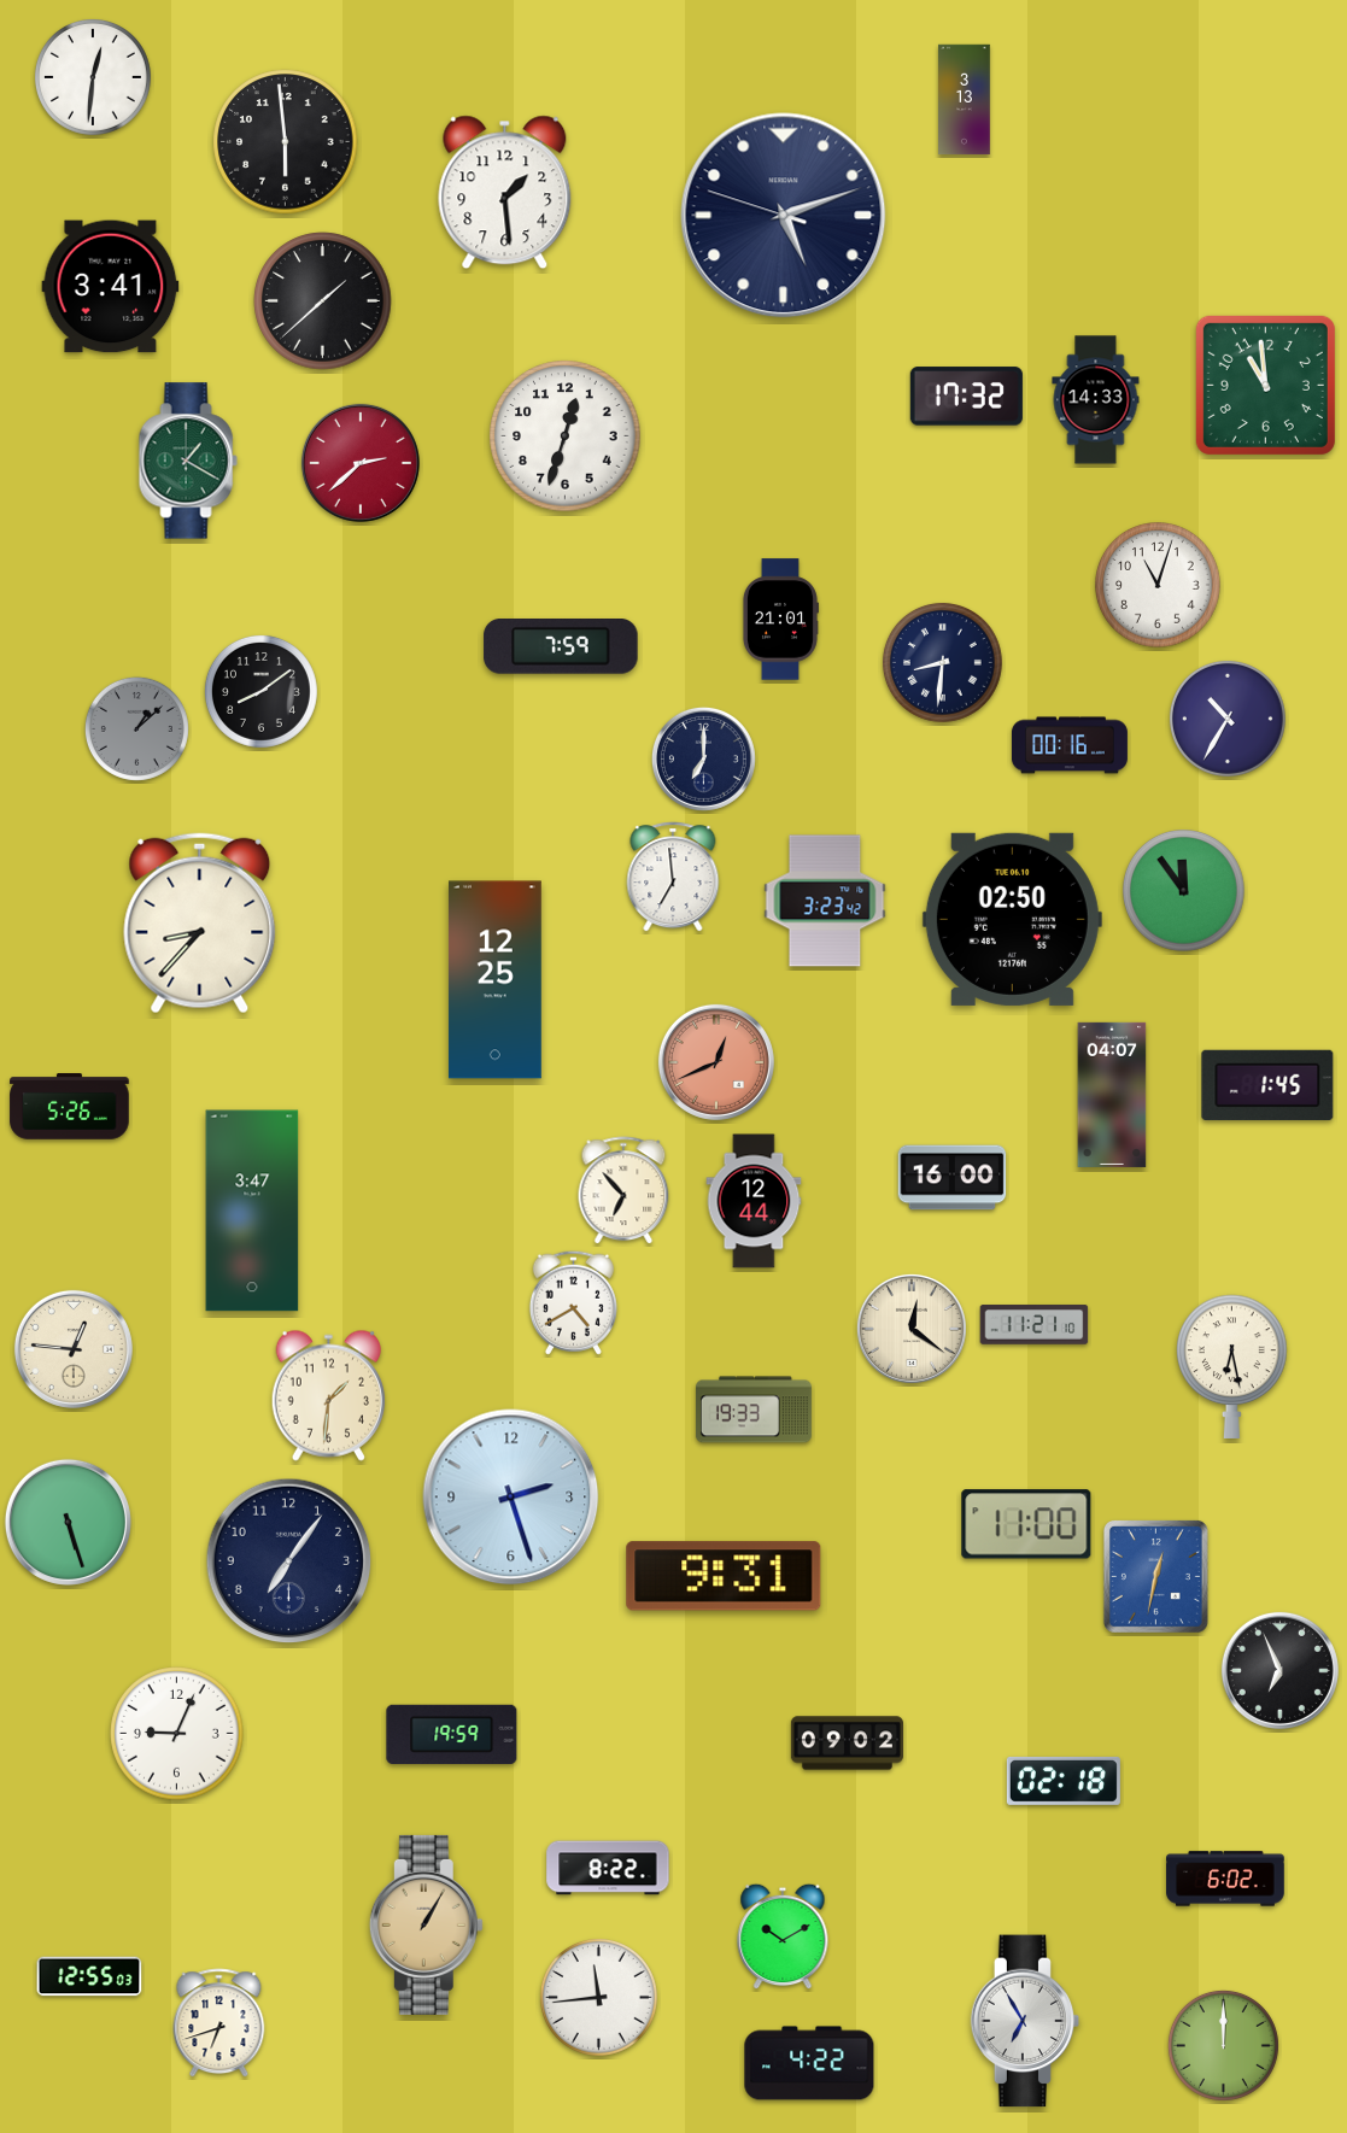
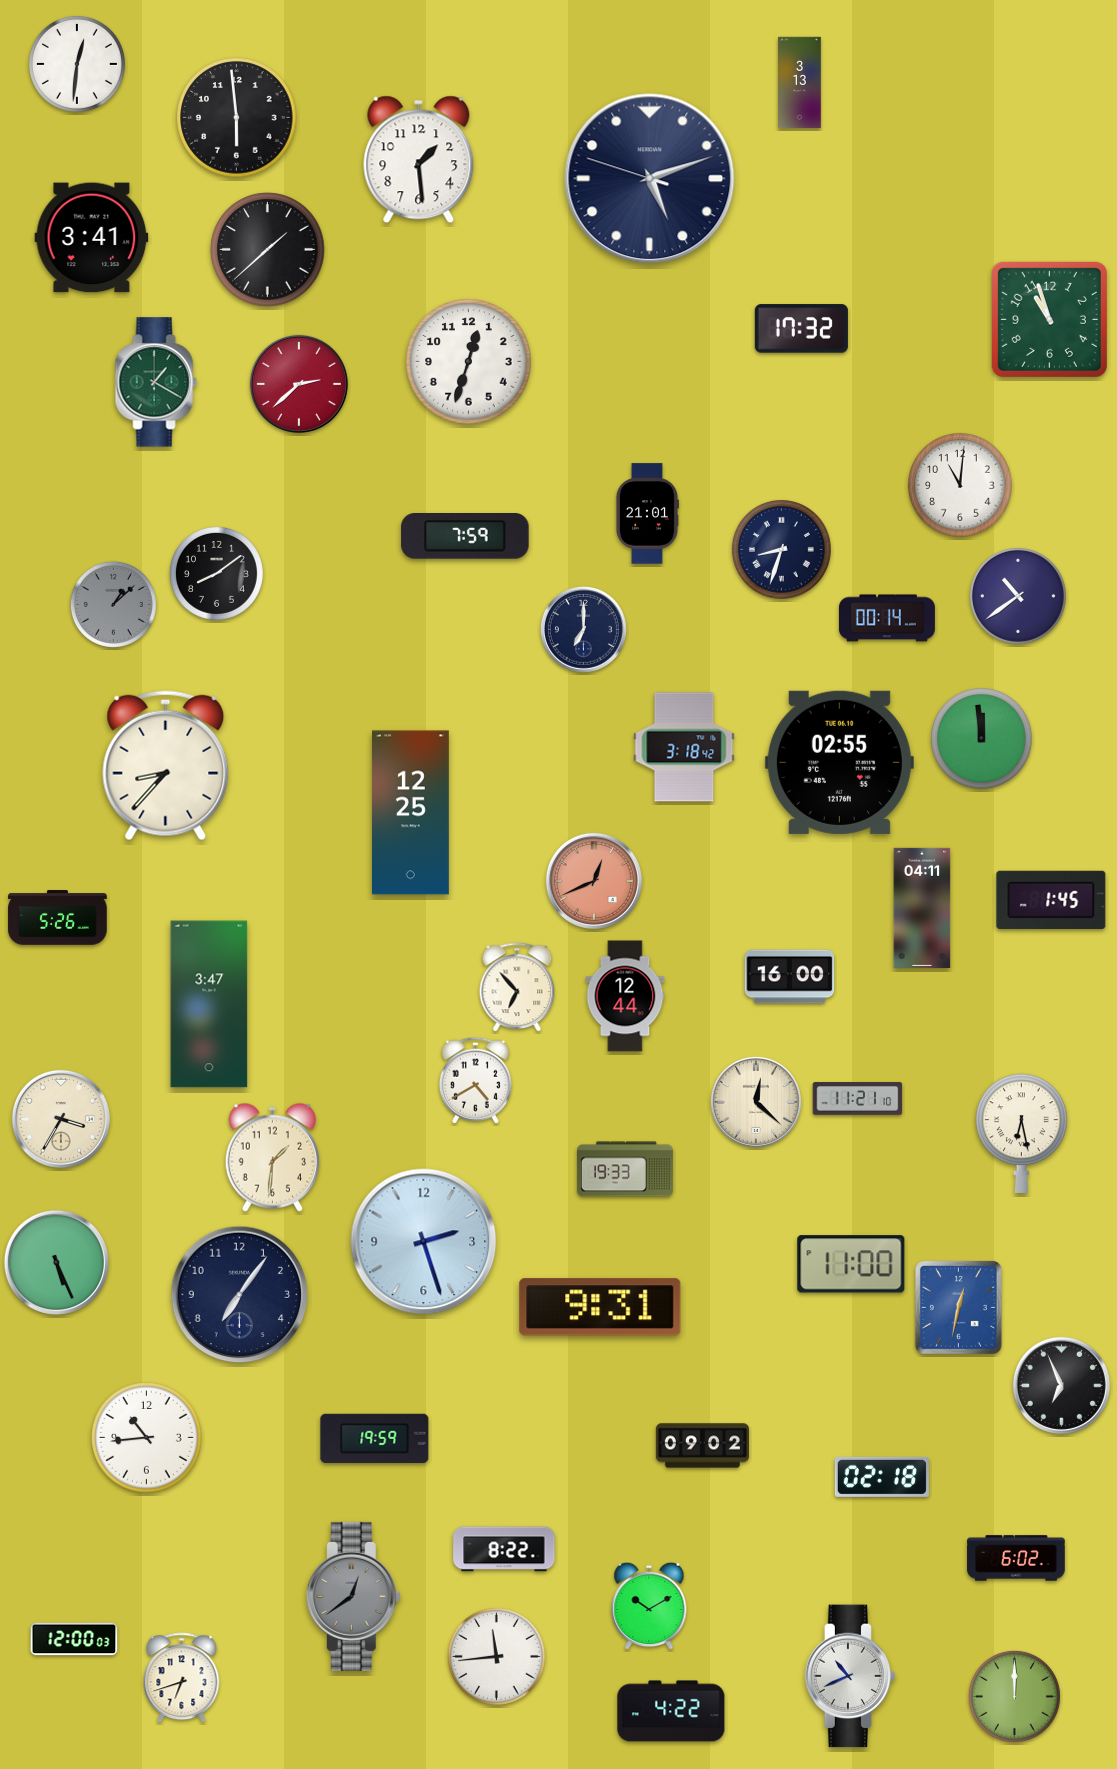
clock at (1265, 385): 10:59 -> 10:57
clock at (1096, 400): 14:33 -> none
clock at (1159, 586): 11:03 -> 11:01
clock at (942, 662): 8:31 -> 8:33
clock at (1228, 719): 10:35 -> 10:39
clock at (1070, 745): 00:16 -> 00:14
clock at (673, 877): 6:59 -> none
clock at (1184, 891): 11:54 -> 11:59
clock at (825, 901): 3:23 -> 3:18
clock at (1012, 919): 02:50 -> 02:55
clock at (1112, 1095): 04:07 -> 04:11
clock at (912, 1329): 12:21 -> 12:22
clock at (74, 1349): 12:46 -> 3:35
clock at (68, 1522): 5:27 -> 5:26
clock at (177, 1734): 9:04 -> 10:44
clock at (426, 1924): 1:05 -> 12:39
clock at (426, 1924) dial: champagne -> grey
clock at (89, 1976): 12:55 -> 12:00
clock at (1025, 2021): 6:55 -> 10:41
